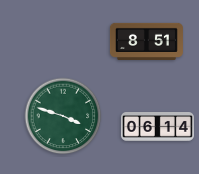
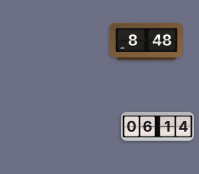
clock at (146, 41): 8:51 -> 8:48
clock at (63, 116): 3:48 -> none
